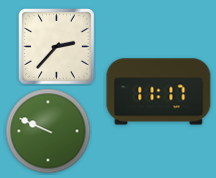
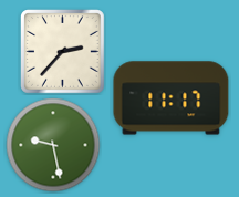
clock at (159, 92) position: (159, 92) -> (172, 98)
clock at (48, 131): 9:49 -> 9:28
